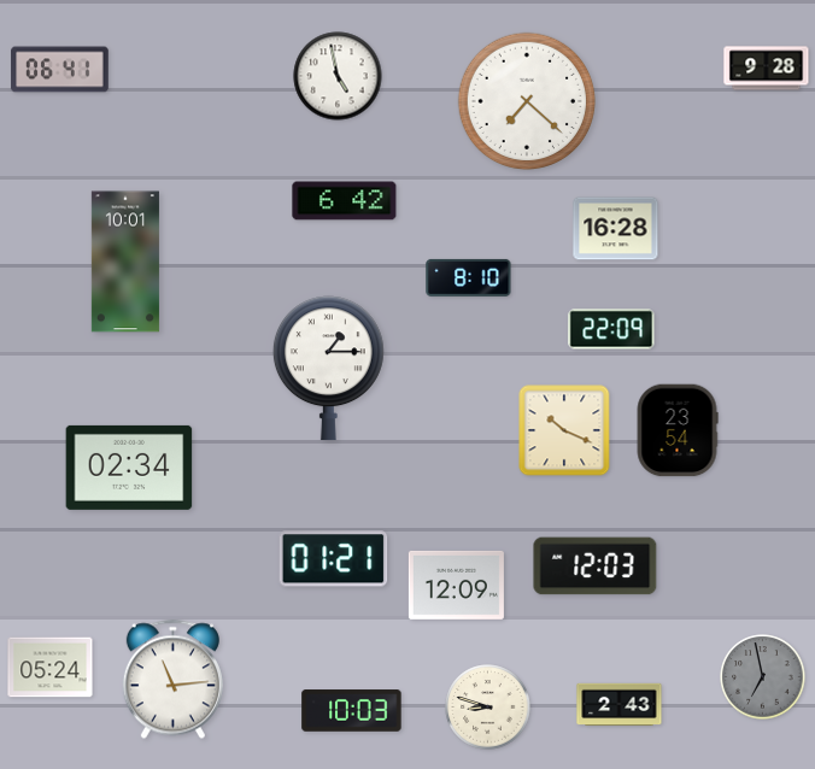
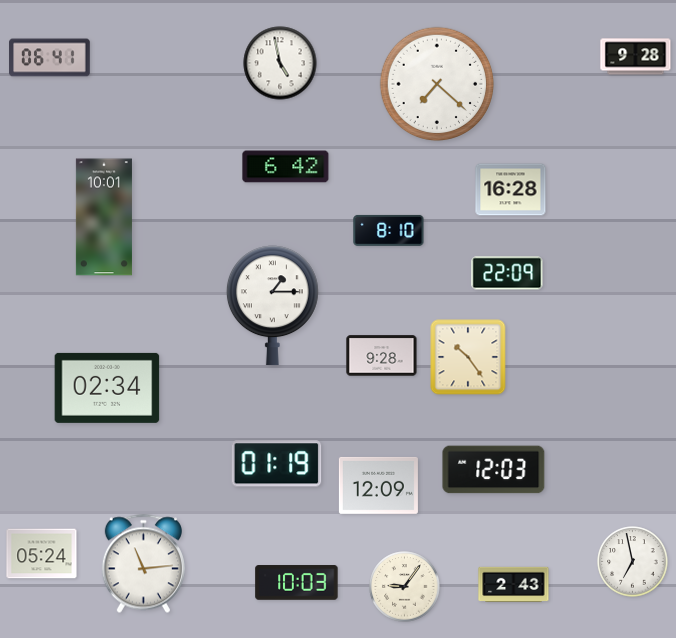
clock at (382, 356): none -> 9:28
clock at (564, 430): 10:19 -> 10:24
clock at (678, 430): 23:54 -> none
clock at (334, 559): 01:21 -> 01:19
clock at (763, 677) dial: grey -> white
clock at (488, 708): 8:48 -> 9:06
clock at (352, 711) position: (352, 711) -> (297, 583)
